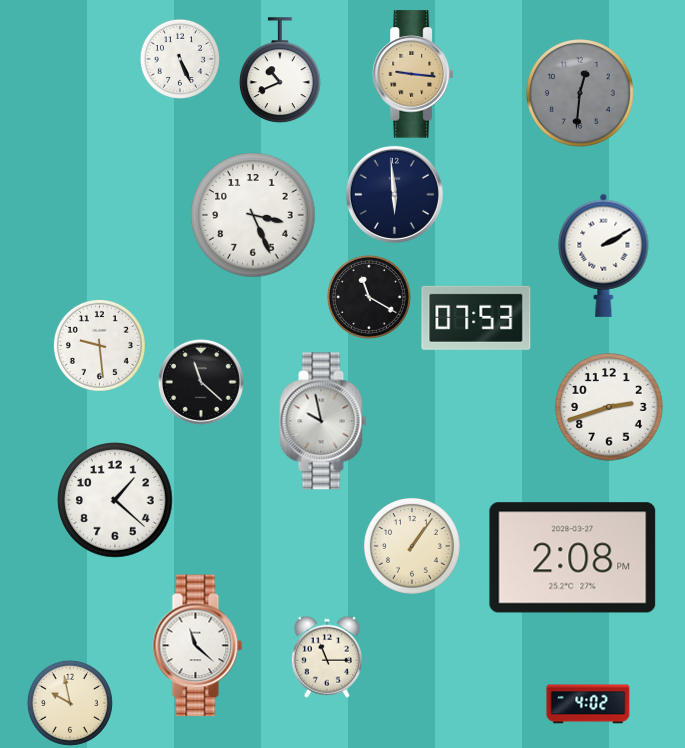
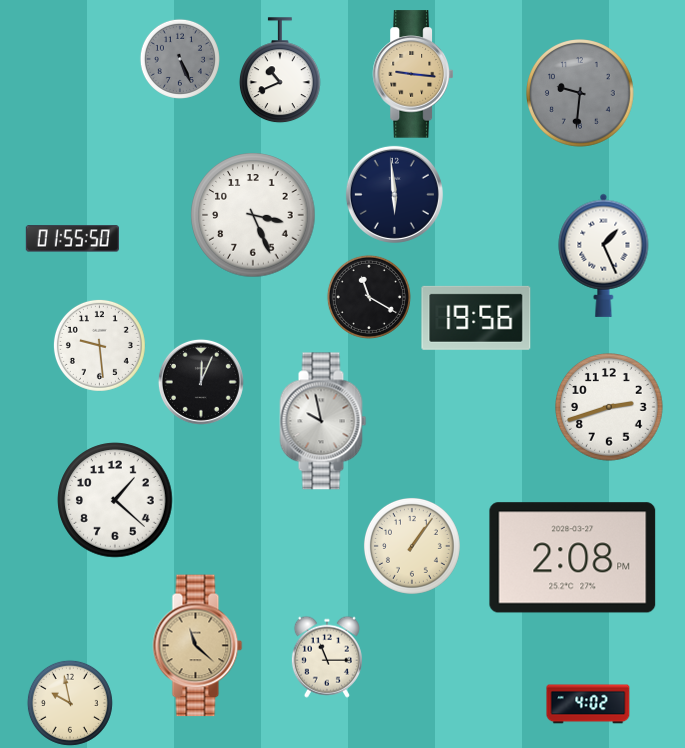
clock at (180, 59) dial: white -> grey
clock at (581, 94): 12:31 -> 9:31
clock at (72, 239): none -> 01:55
clock at (604, 255): 2:10 -> 1:26
clock at (476, 318): 07:53 -> 19:56
clock at (201, 382): 11:22 -> 12:04
clock at (198, 646) dial: white -> champagne
